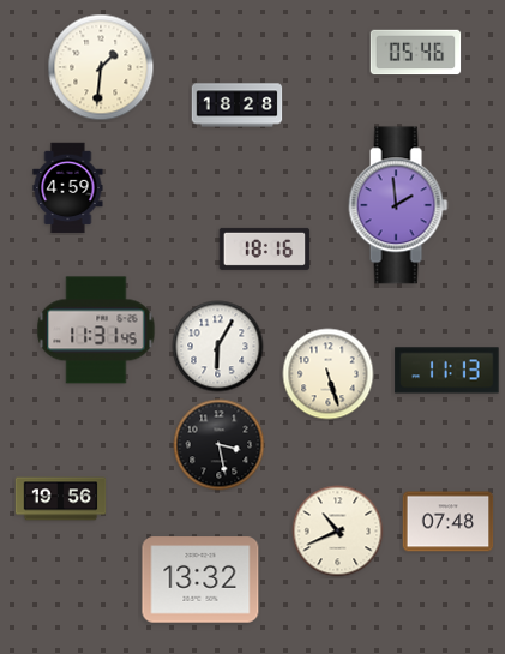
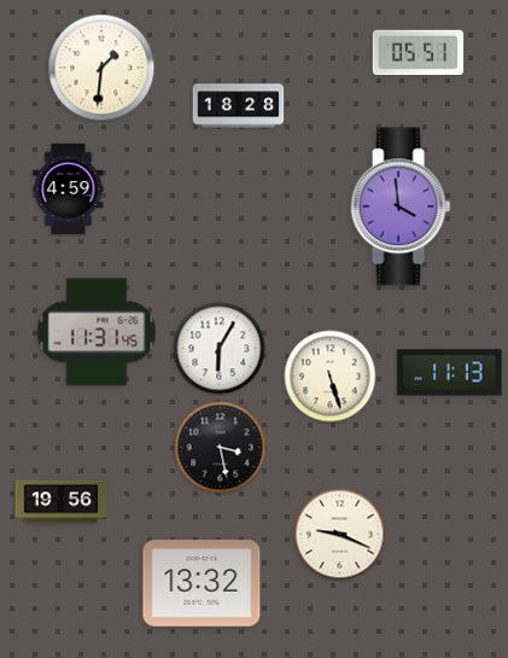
clock at (416, 53): 05:46 -> 05:51
clock at (398, 205): 1:59 -> 3:59
clock at (265, 248): 18:16 -> none
clock at (449, 522): 07:48 -> none
clock at (338, 532): 10:41 -> 9:19
